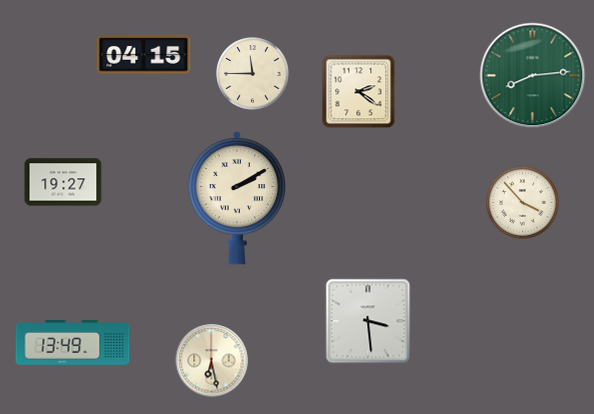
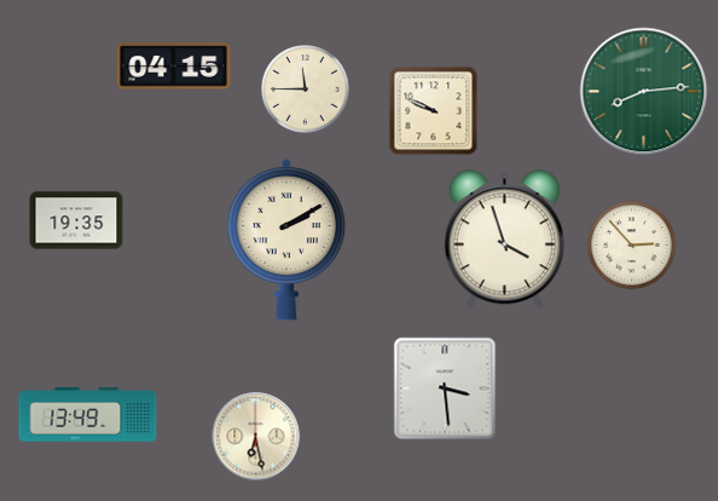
clock at (359, 92): 2:21 -> 9:49
clock at (63, 182): 19:27 -> 19:35
clock at (504, 240): none -> 3:57
clock at (523, 203): 3:53 -> 2:53
